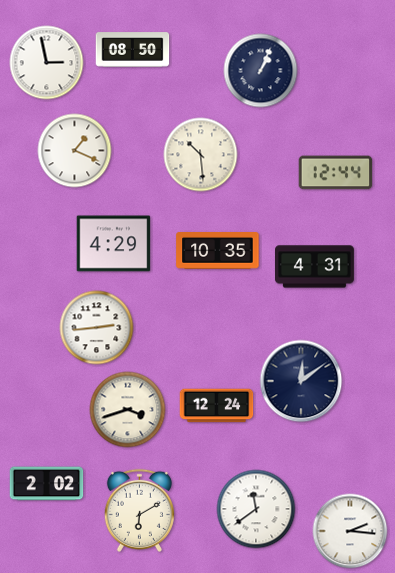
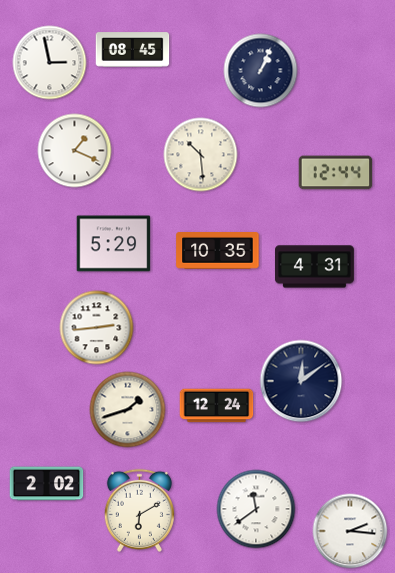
clock at (133, 50): 08:50 -> 08:45
clock at (47, 63) position: (47, 63) -> (50, 63)
clock at (114, 244): 4:29 -> 5:29
clock at (128, 410): 3:42 -> 1:42
